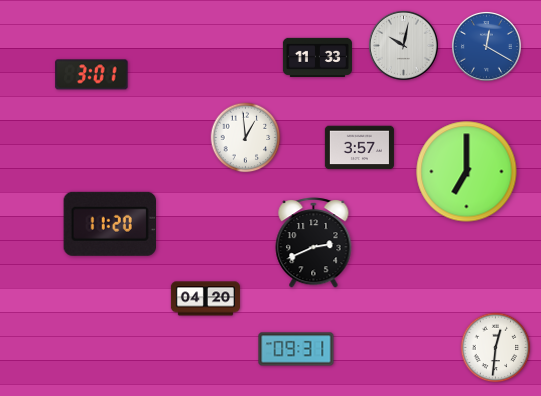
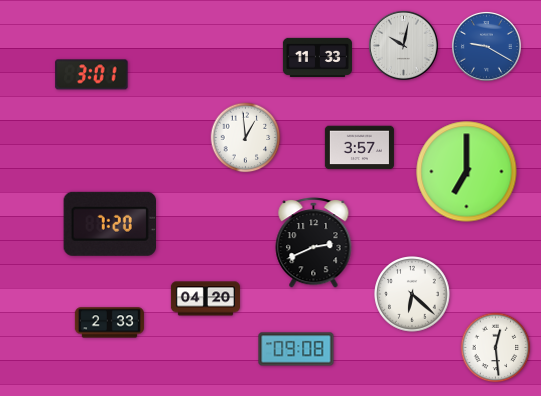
clock at (486, 46): 12:20 -> 9:20
clock at (109, 224): 11:20 -> 7:20
clock at (412, 294): none -> 6:22
clock at (109, 323): none -> 2:33
clock at (496, 348): 12:31 -> 12:29
clock at (296, 349): 09:31 -> 09:08
